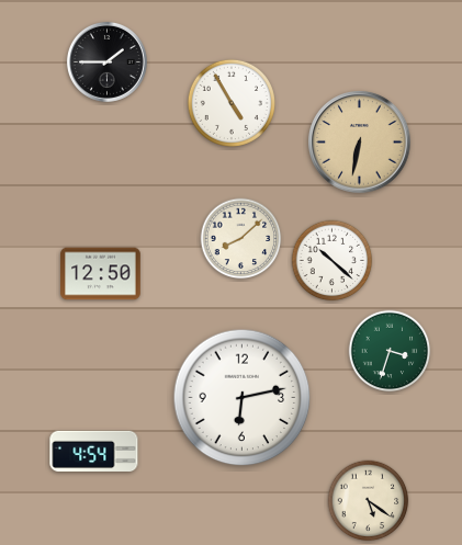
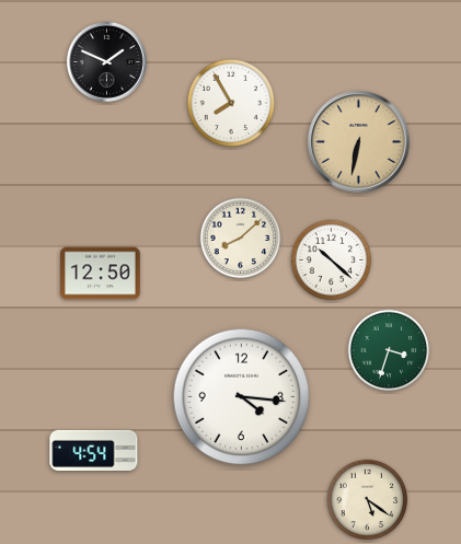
clock at (106, 61): 1:45 -> 1:49
clock at (232, 103): 4:55 -> 7:55
clock at (243, 398): 6:13 -> 4:16
